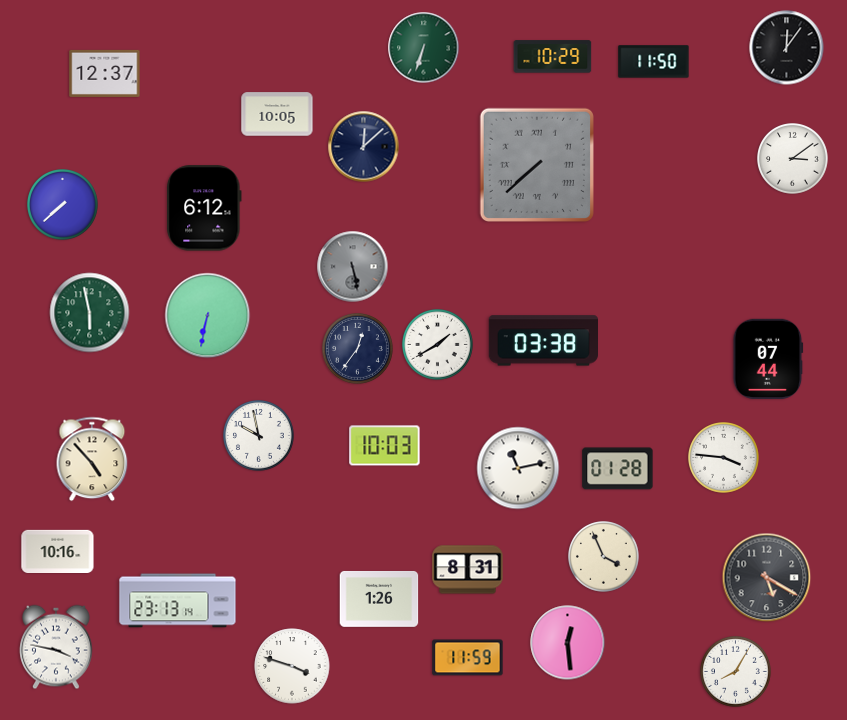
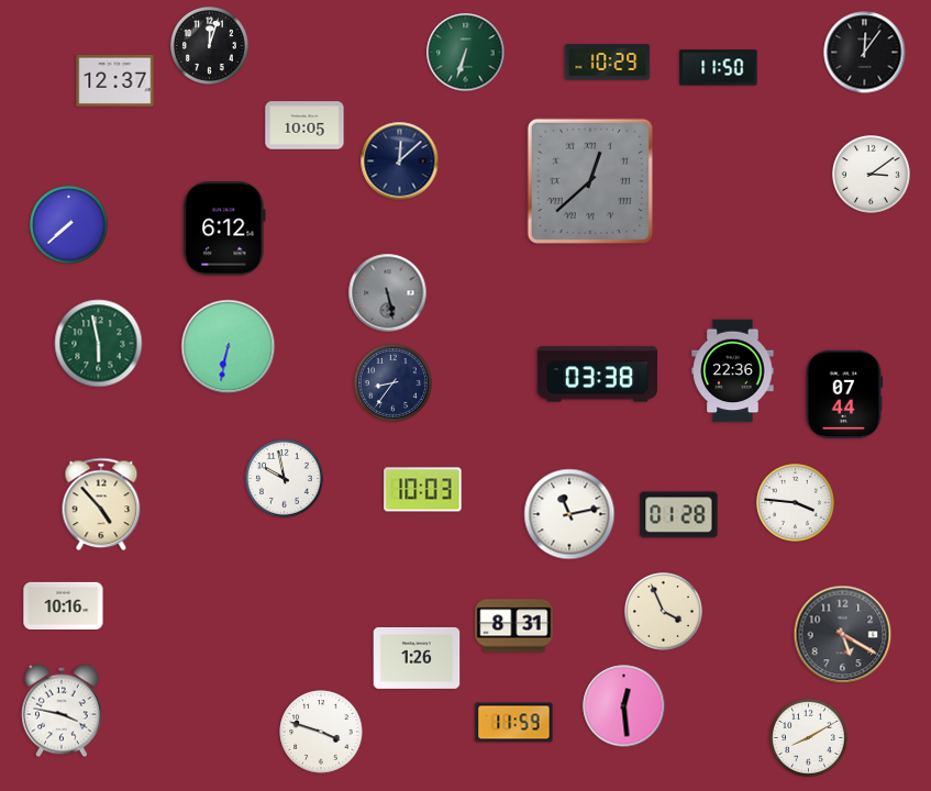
clock at (210, 46): none -> 12:03
clock at (537, 165): 7:38 -> 12:38
clock at (733, 371): none -> 22:36
clock at (438, 345): 1:40 -> none
clock at (358, 349): 12:36 -> 8:36
clock at (178, 601): 23:13 -> none
clock at (736, 672): 8:05 -> 8:10
